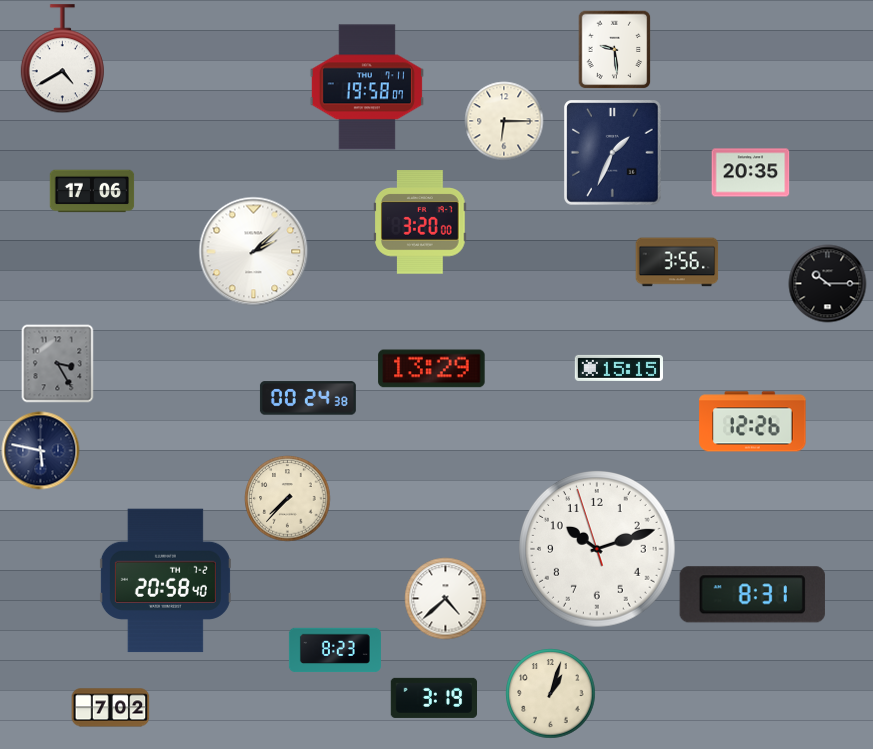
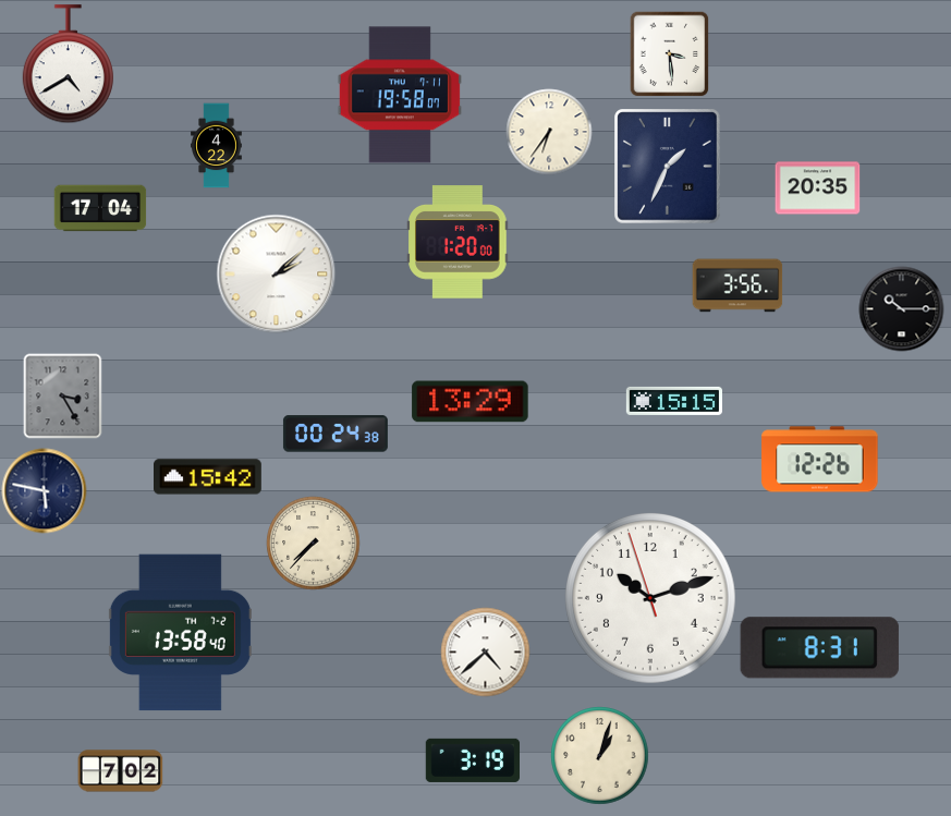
clock at (615, 49): 9:29 -> 3:29
clock at (504, 121): 6:15 -> 6:36
clock at (217, 145): none -> 4:22
clock at (92, 191): 17:06 -> 17:04
clock at (420, 222): 3:20 -> 1:20
clock at (208, 477): none -> 15:42
clock at (165, 581): 20:58 -> 13:58
clock at (335, 650): 8:23 -> none
